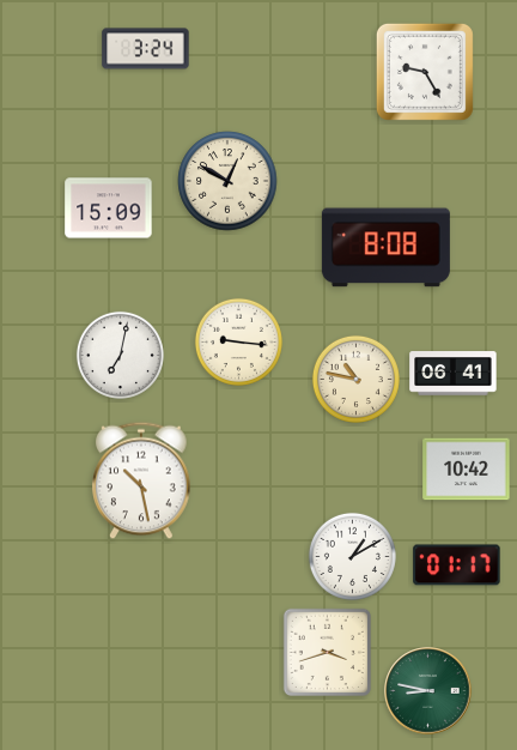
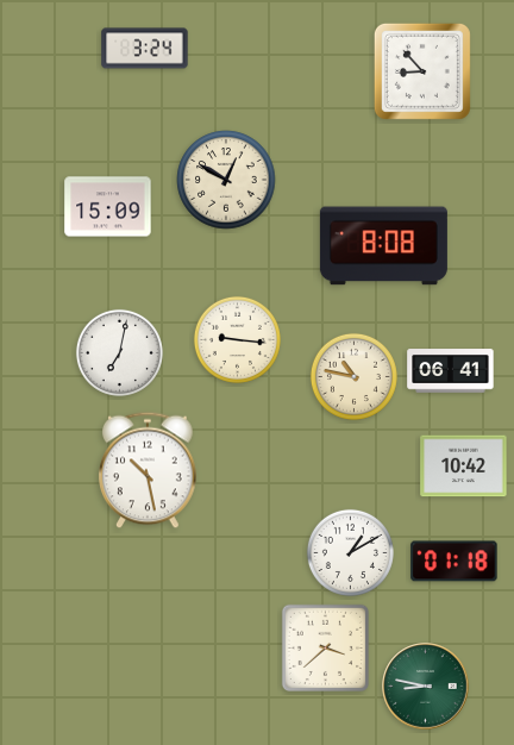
clock at (425, 72): 9:25 -> 8:53
clock at (141, 480) position: (141, 480) -> (148, 470)
clock at (457, 565): 01:17 -> 01:18
clock at (327, 652): 3:42 -> 3:38
